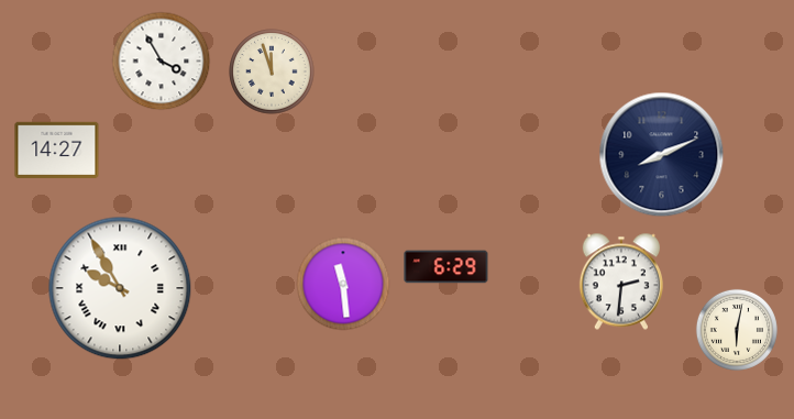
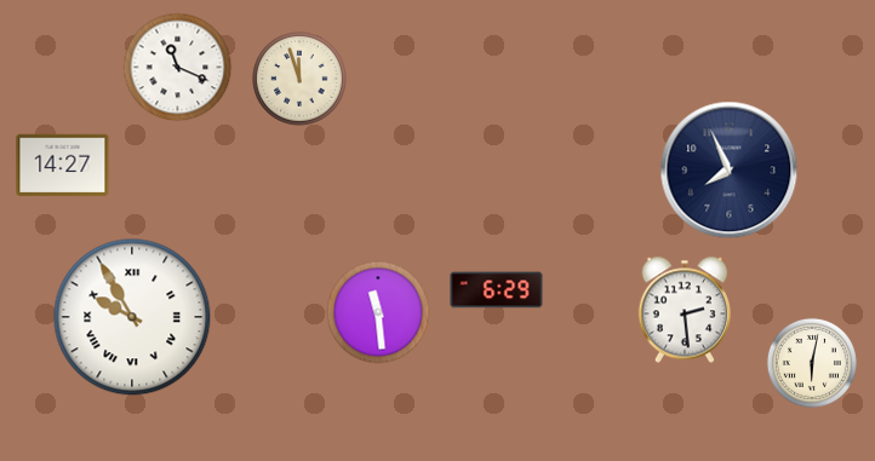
clock at (162, 62): 3:55 -> 11:19
clock at (662, 155): 8:11 -> 7:56
clock at (446, 267) position: (446, 267) -> (497, 290)
clock at (620, 282): 2:31 -> 2:29
